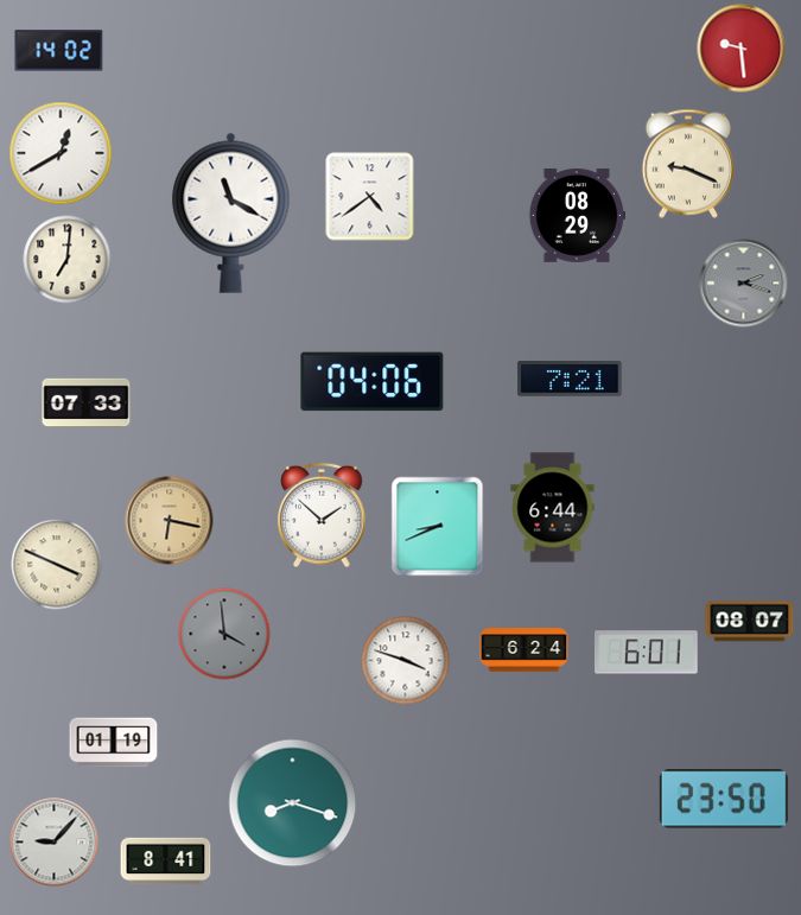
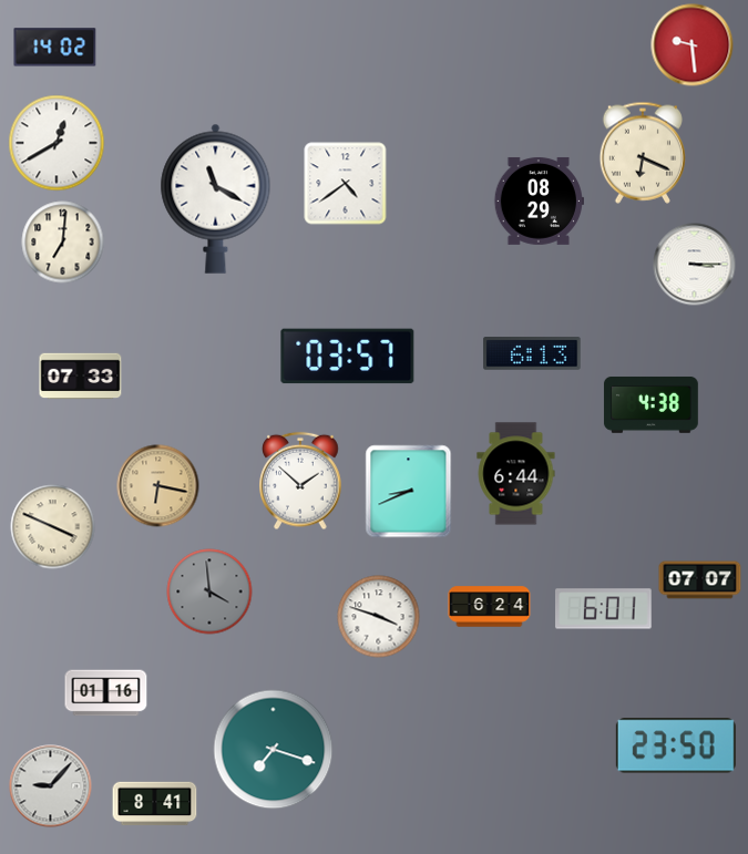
clock at (688, 164): 9:19 -> 6:19
clock at (744, 284): 2:18 -> 3:15
clock at (744, 284) dial: grey -> white
clock at (570, 380): 7:21 -> 6:13
clock at (373, 382): 04:06 -> 03:57
clock at (650, 404): none -> 4:38
clock at (750, 622): 08:07 -> 07:07
clock at (114, 743): 01:19 -> 01:16
clock at (293, 803): 8:18 -> 7:18
